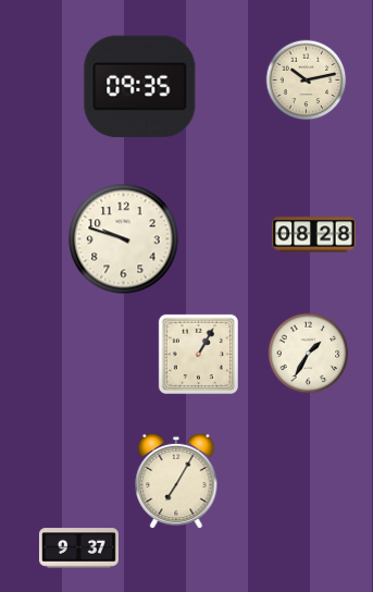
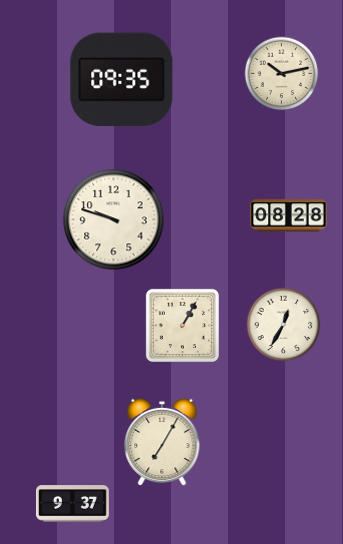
clock at (140, 87) position: (140, 87) -> (122, 80)
clock at (309, 354): 1:35 -> 12:35
